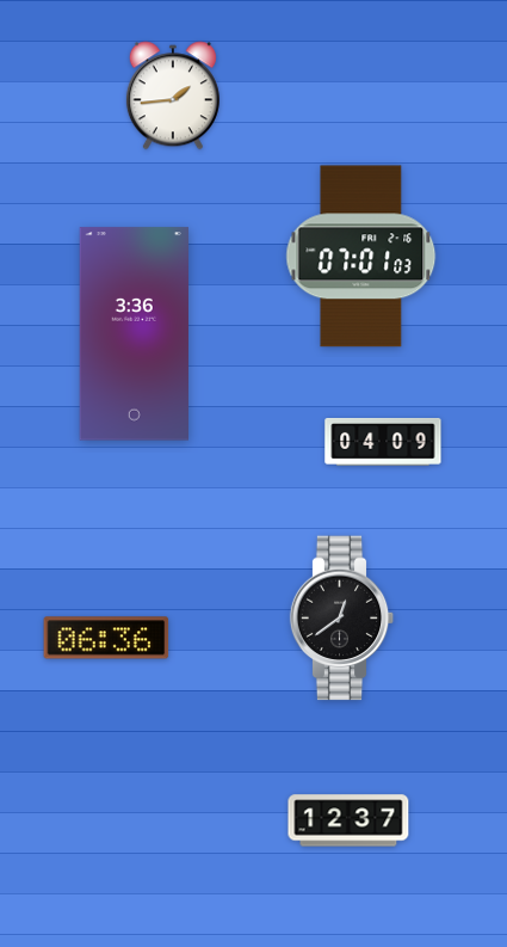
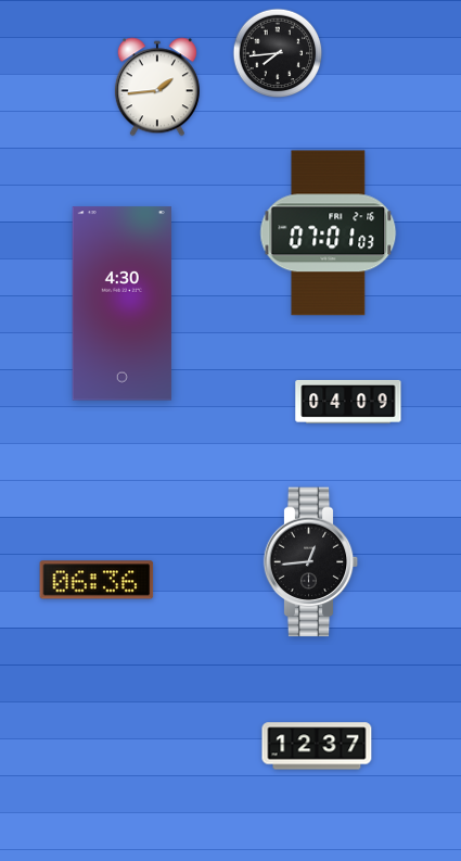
clock at (278, 53): none -> 7:44
clock at (134, 334): 3:36 -> 4:30
clock at (342, 619): 12:39 -> 12:44
